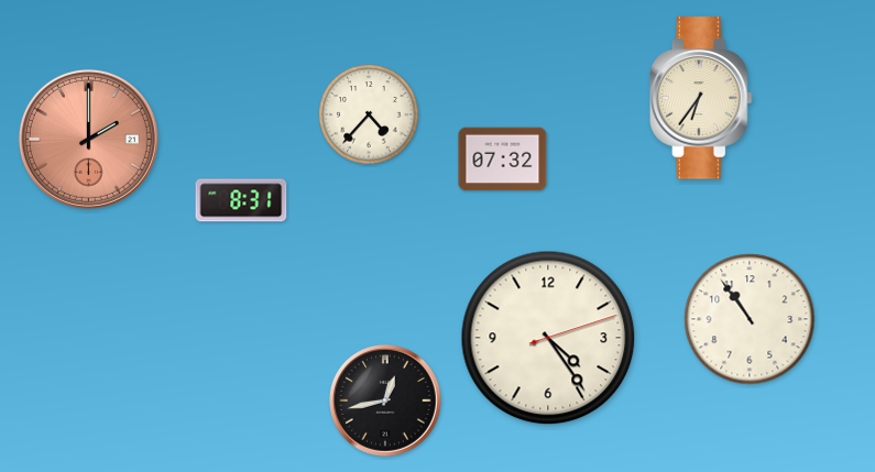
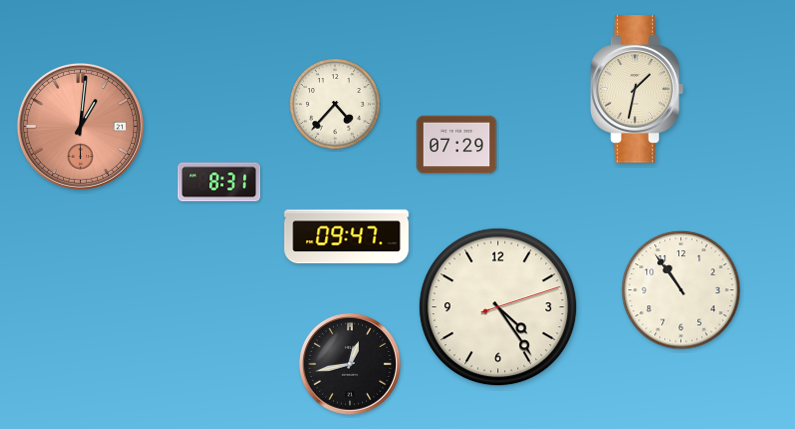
clock at (701, 98): 6:36 -> 1:32
clock at (88, 139): 2:00 -> 1:01
clock at (503, 160): 07:32 -> 07:29
clock at (347, 237): none -> 09:47
